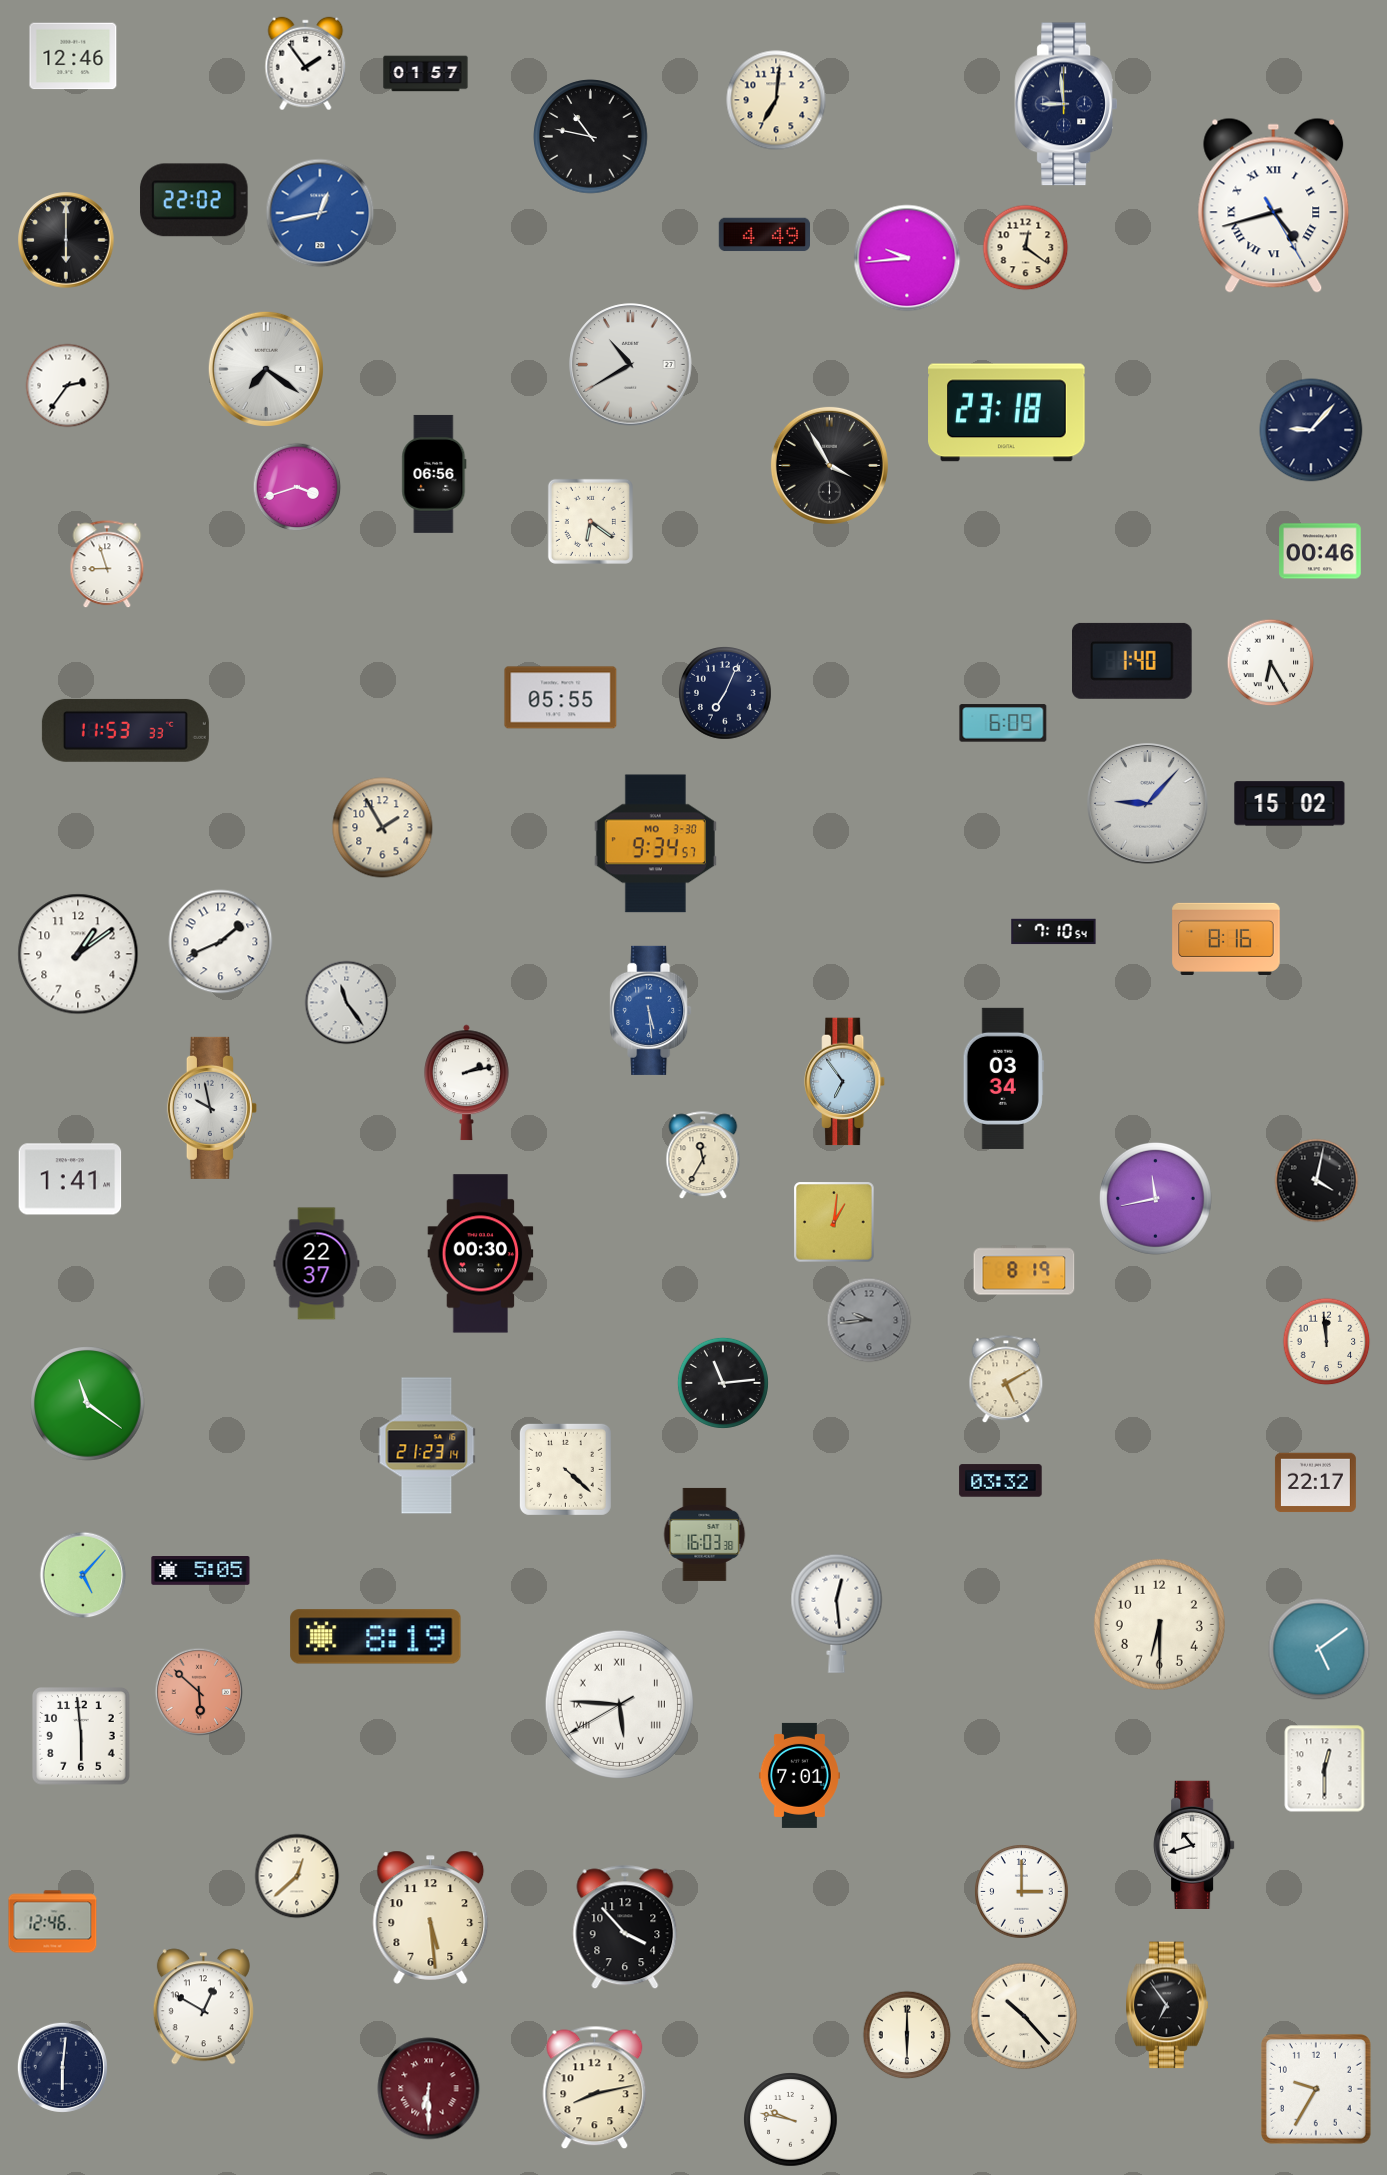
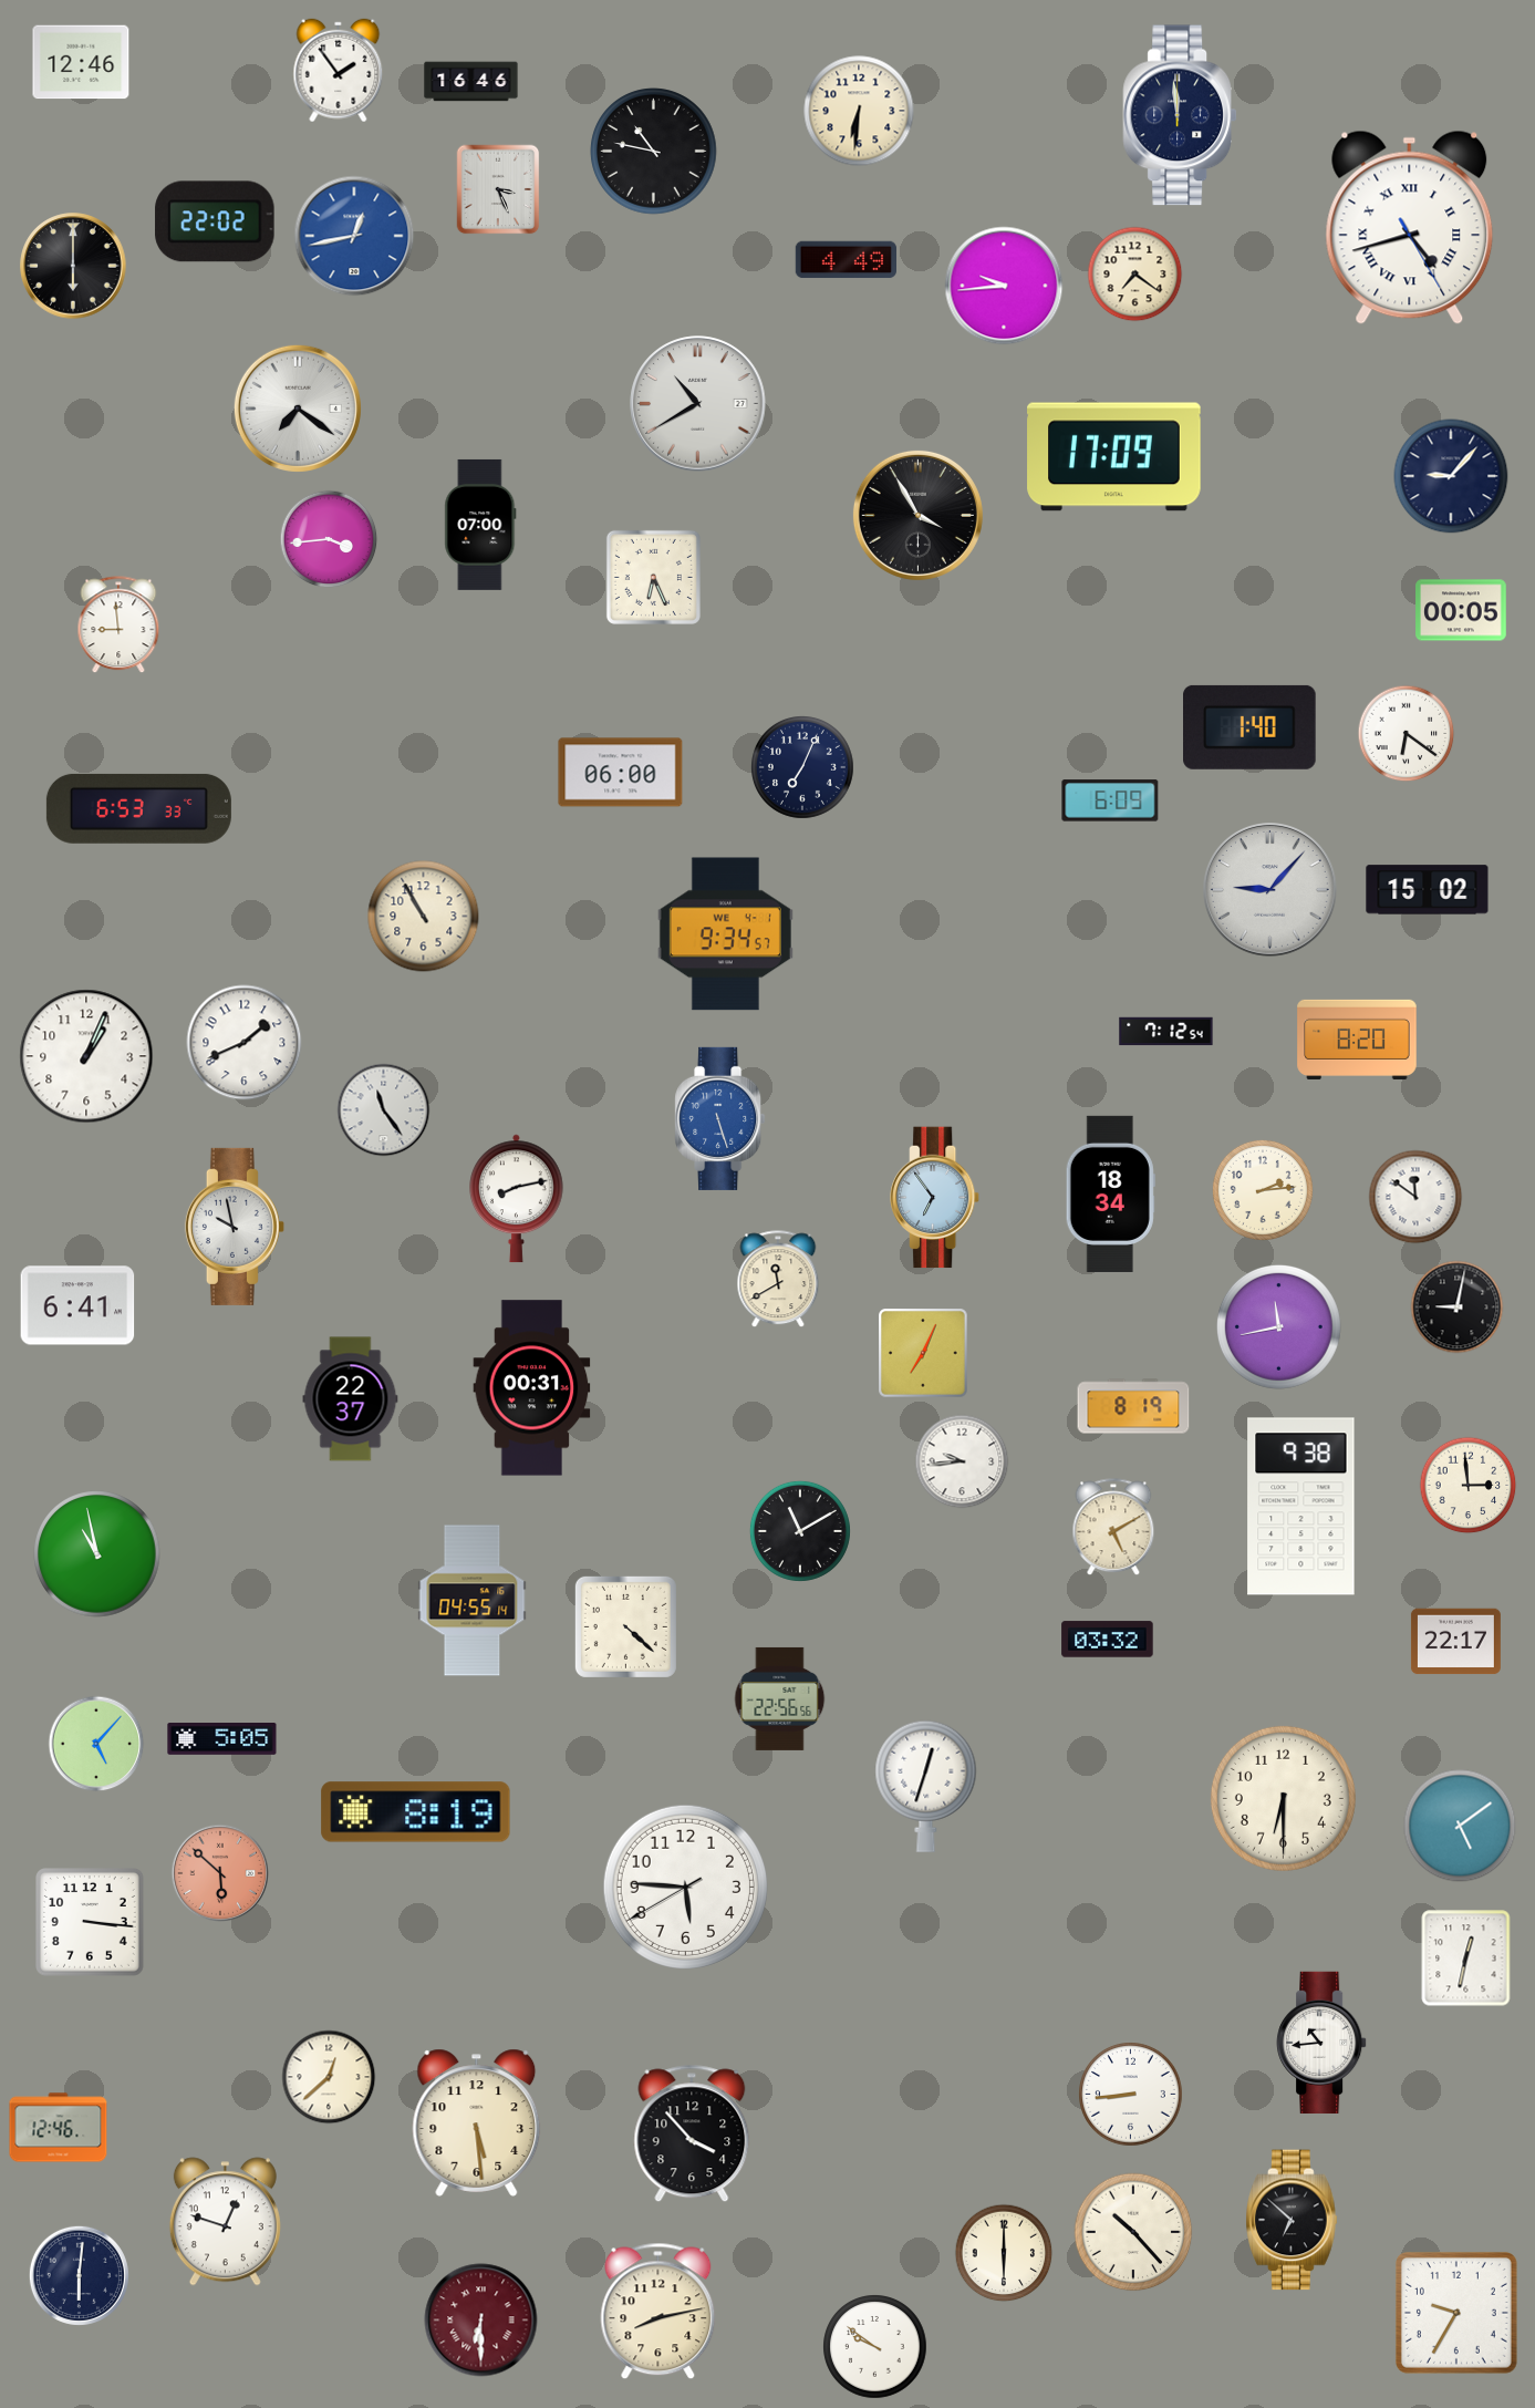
clock at (426, 74): 01:57 -> 16:46
clock at (776, 100): 7:01 -> 6:31
clock at (1065, 104): 8:59 -> 11:59
clock at (498, 189): none -> 3:26
clock at (1026, 248): 12:21 -> 7:21
clock at (266, 369) position: (266, 369) -> (298, 409)
clock at (68, 386): 2:36 -> none
clock at (1007, 413): 23:18 -> 17:09
clock at (434, 474): 06:56 -> 07:00
clock at (297, 487): 3:42 -> 3:44
clock at (590, 521): 6:21 -> 6:26
clock at (1320, 551): 00:46 -> 00:05
clock at (107, 565): 8:57 -> 8:59
clock at (1133, 661) position: (1133, 661) -> (1251, 727)
clock at (1271, 663): 6:25 -> 6:21
clock at (561, 698): 05:55 -> 06:00
clock at (125, 730): 11:53 -> 6:53
clock at (383, 828): 1:55 -> 10:55
clock at (655, 844) date: MO 3-30 -> WE 4-1
clock at (1054, 932): 7:10 -> 7:12
clock at (1226, 939): 8:16 -> 8:20
clock at (78, 954): 1:09 -> 1:04
clock at (651, 1010): 5:29 -> 5:27
clock at (1263, 1190): none -> 2:14
clock at (1003, 1078): 03:34 -> 18:34
clock at (1415, 1197): none -> 11:51
clock at (467, 1083): 2:13 -> 8:13
clock at (703, 1156): 11:35 -> 11:40
clock at (70, 1179): 1:41 -> 6:41
clock at (1317, 1181): 4:02 -> 9:02
clock at (834, 1222): 1:01 -> 7:04
clock at (481, 1254): 00:30 -> 00:31
clock at (869, 1320) dial: grey -> white
clock at (1327, 1342): 11:59 -> 2:59
clock at (1301, 1507): none -> 9:38
clock at (723, 1383): 11:14 -> 11:10
clock at (88, 1404): 11:21 -> 10:58
clock at (427, 1446): 21:23 -> 04:55
clock at (705, 1534): 16:03 -> 22:56
clock at (83, 1575) position: (83, 1575) -> (96, 1744)
clock at (837, 1613): 12:29 -> 12:33
clock at (619, 1704) numerals: Roman -> Arabic
clock at (82, 1737): 5:59 -> 3:16
clock at (1325, 1769): 12:30 -> 12:32
clock at (799, 1775): 7:01 -> none
clock at (1194, 1844): 10:42 -> 10:44
clock at (1022, 1892): 3:00 -> 8:44
clock at (1167, 2005): 6:54 -> 6:52
clock at (203, 2007): 12:50 -> 12:48
clock at (62, 2067) position: (62, 2067) -> (79, 2275)
clock at (429, 2089) position: (429, 2089) -> (481, 2321)
clock at (791, 2120): 9:47 -> 9:51
